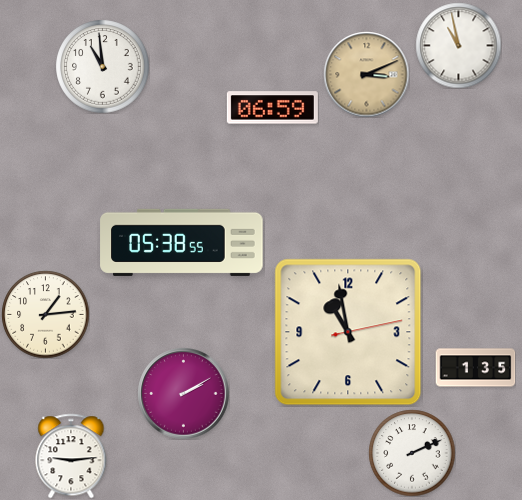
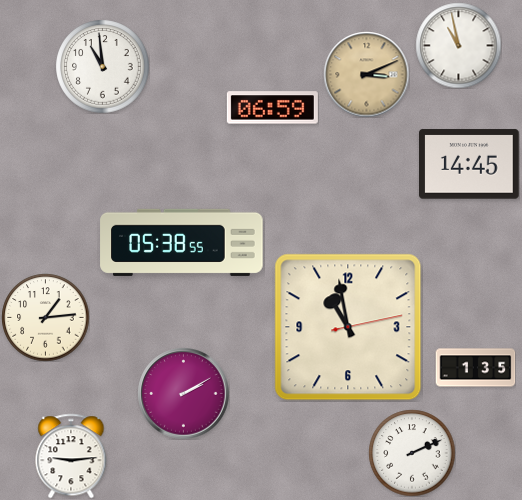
clock at (470, 164): none -> 14:45
clock at (45, 314) position: (45, 314) -> (45, 317)
clock at (348, 332) position: (348, 332) -> (348, 327)
